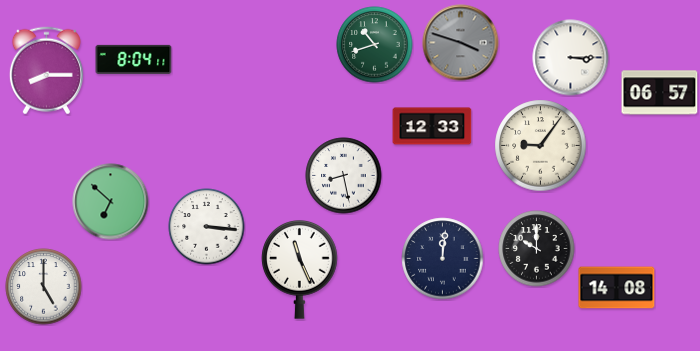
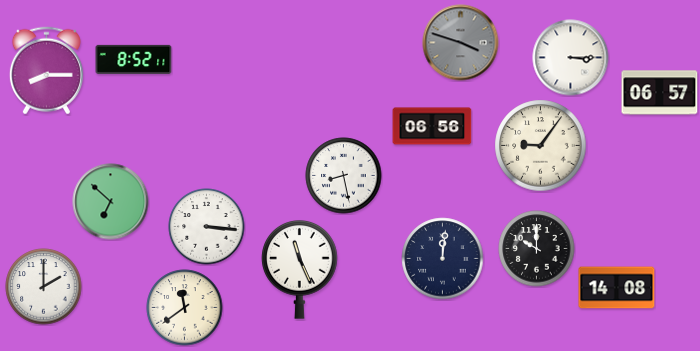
clock at (375, 45): 10:42 -> none
clock at (134, 59): 8:04 -> 8:52
clock at (432, 126): 12:33 -> 06:56
clock at (44, 287): 5:00 -> 2:00
clock at (185, 308): none -> 11:39
